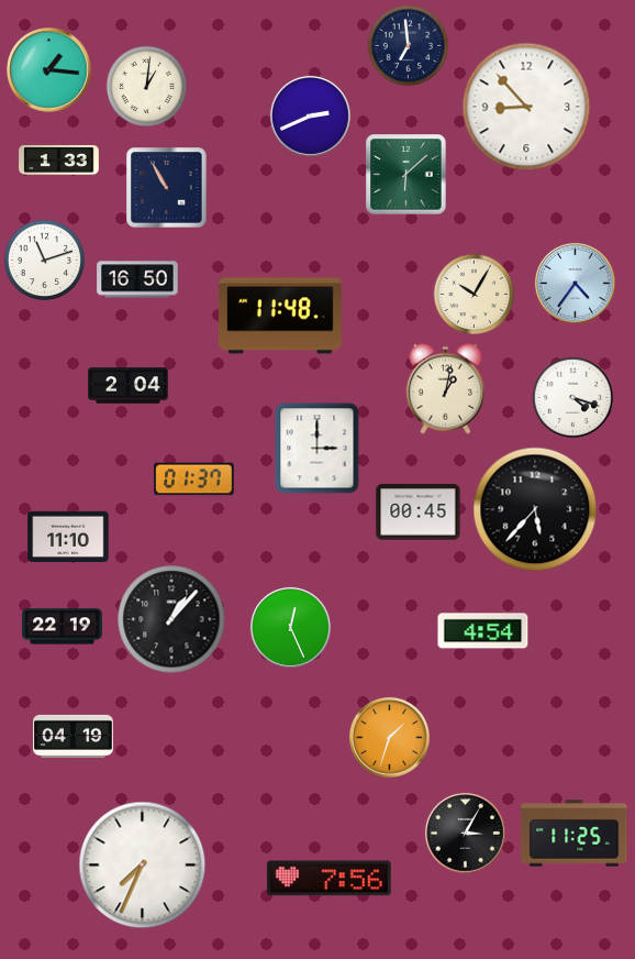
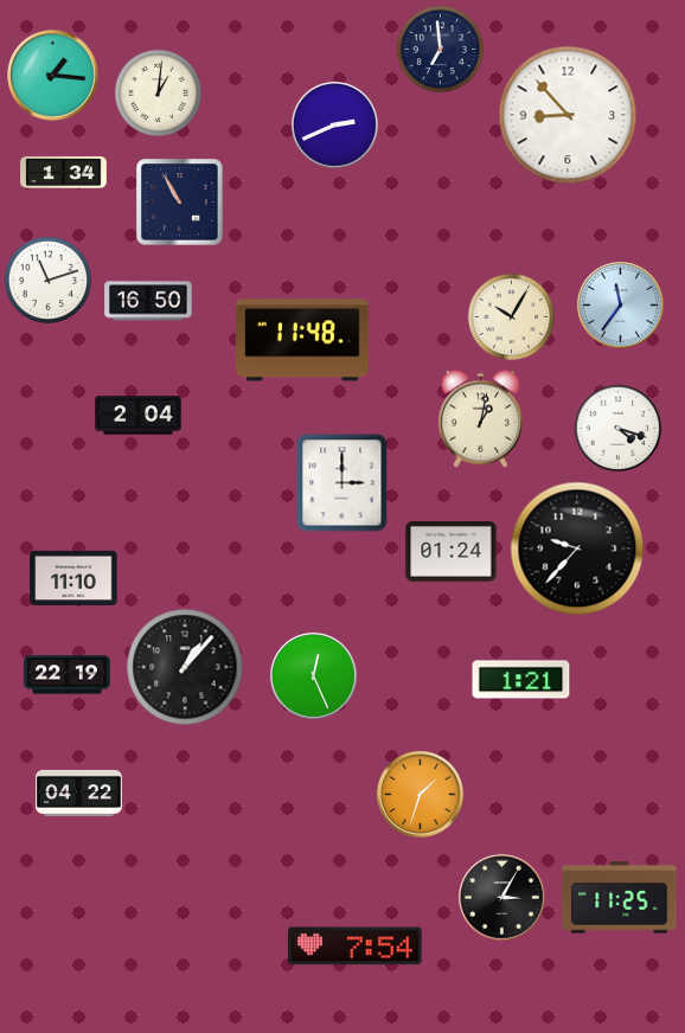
clock at (59, 159): 1:33 -> 1:34
clock at (406, 175): 6:08 -> none
clock at (575, 283): 4:36 -> 11:36
clock at (194, 480): 01:37 -> none
clock at (535, 509): 5:37 -> 9:37
clock at (419, 512): 00:45 -> 01:24
clock at (483, 631): 4:54 -> 1:21
clock at (74, 736): 04:19 -> 04:22
clock at (143, 866): 7:34 -> none
clock at (330, 879): 7:56 -> 7:54
